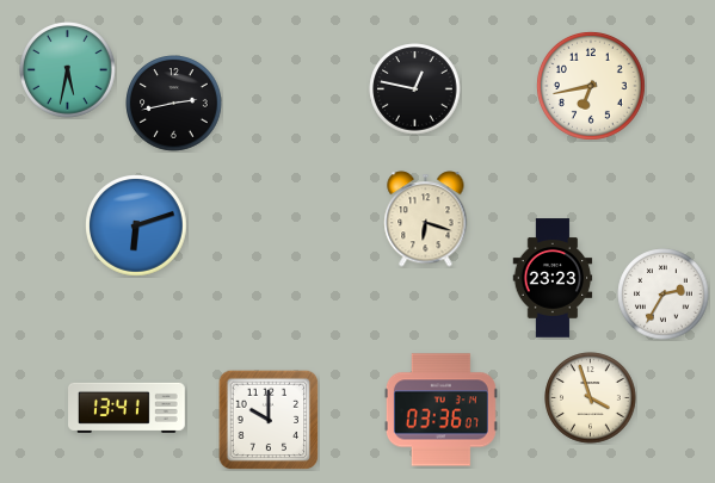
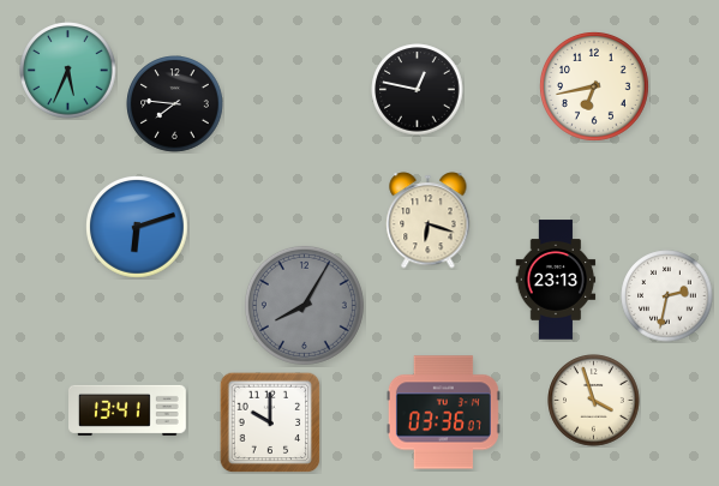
clock at (68, 70): 5:32 -> 5:34
clock at (174, 104): 2:43 -> 7:46
clock at (553, 278): 23:23 -> 23:13
clock at (664, 295): 2:35 -> 2:32
clock at (304, 305): none -> 8:05
